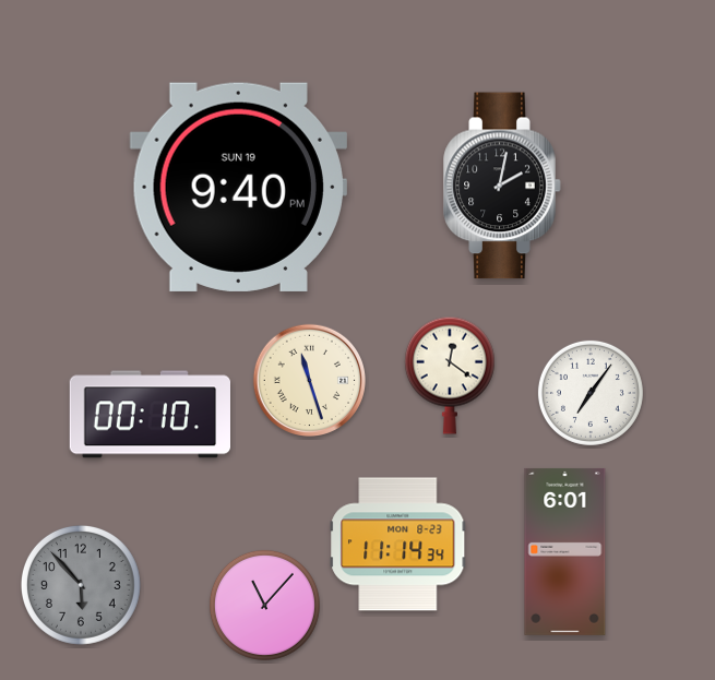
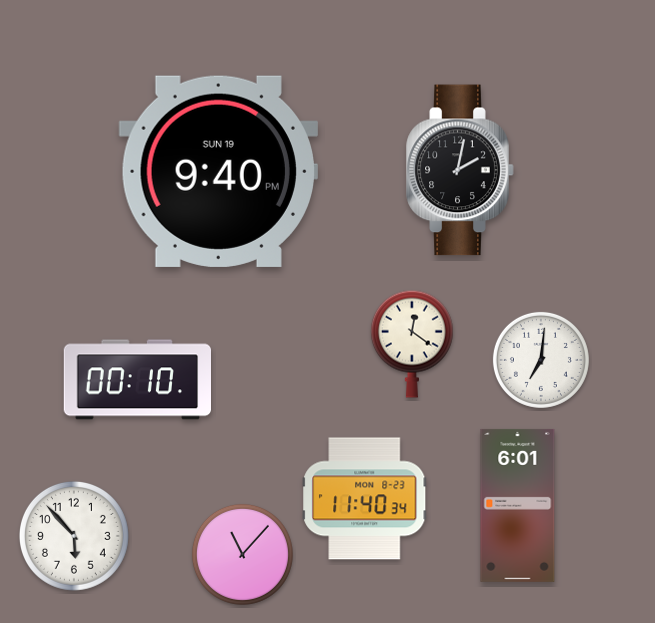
clock at (309, 380): 11:27 -> none
clock at (591, 393): 7:06 -> 7:01
clock at (398, 545): 11:14 -> 11:40
clock at (81, 585) dial: grey -> white
